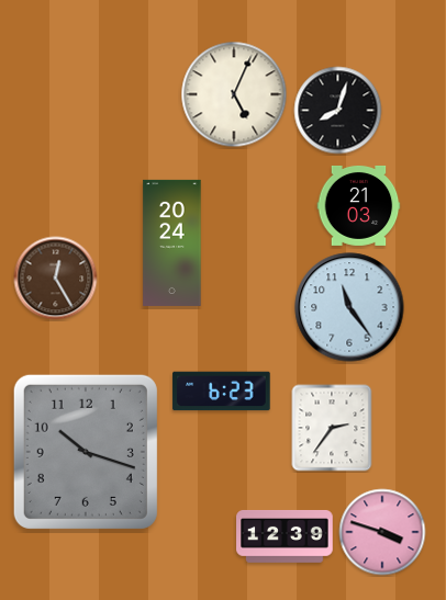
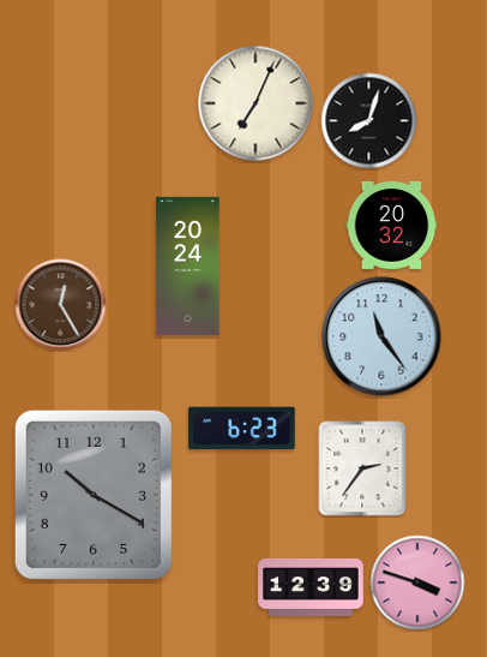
clock at (234, 94): 5:04 -> 7:04
clock at (359, 205): 21:03 -> 20:32
clock at (86, 452): 10:18 -> 10:20
